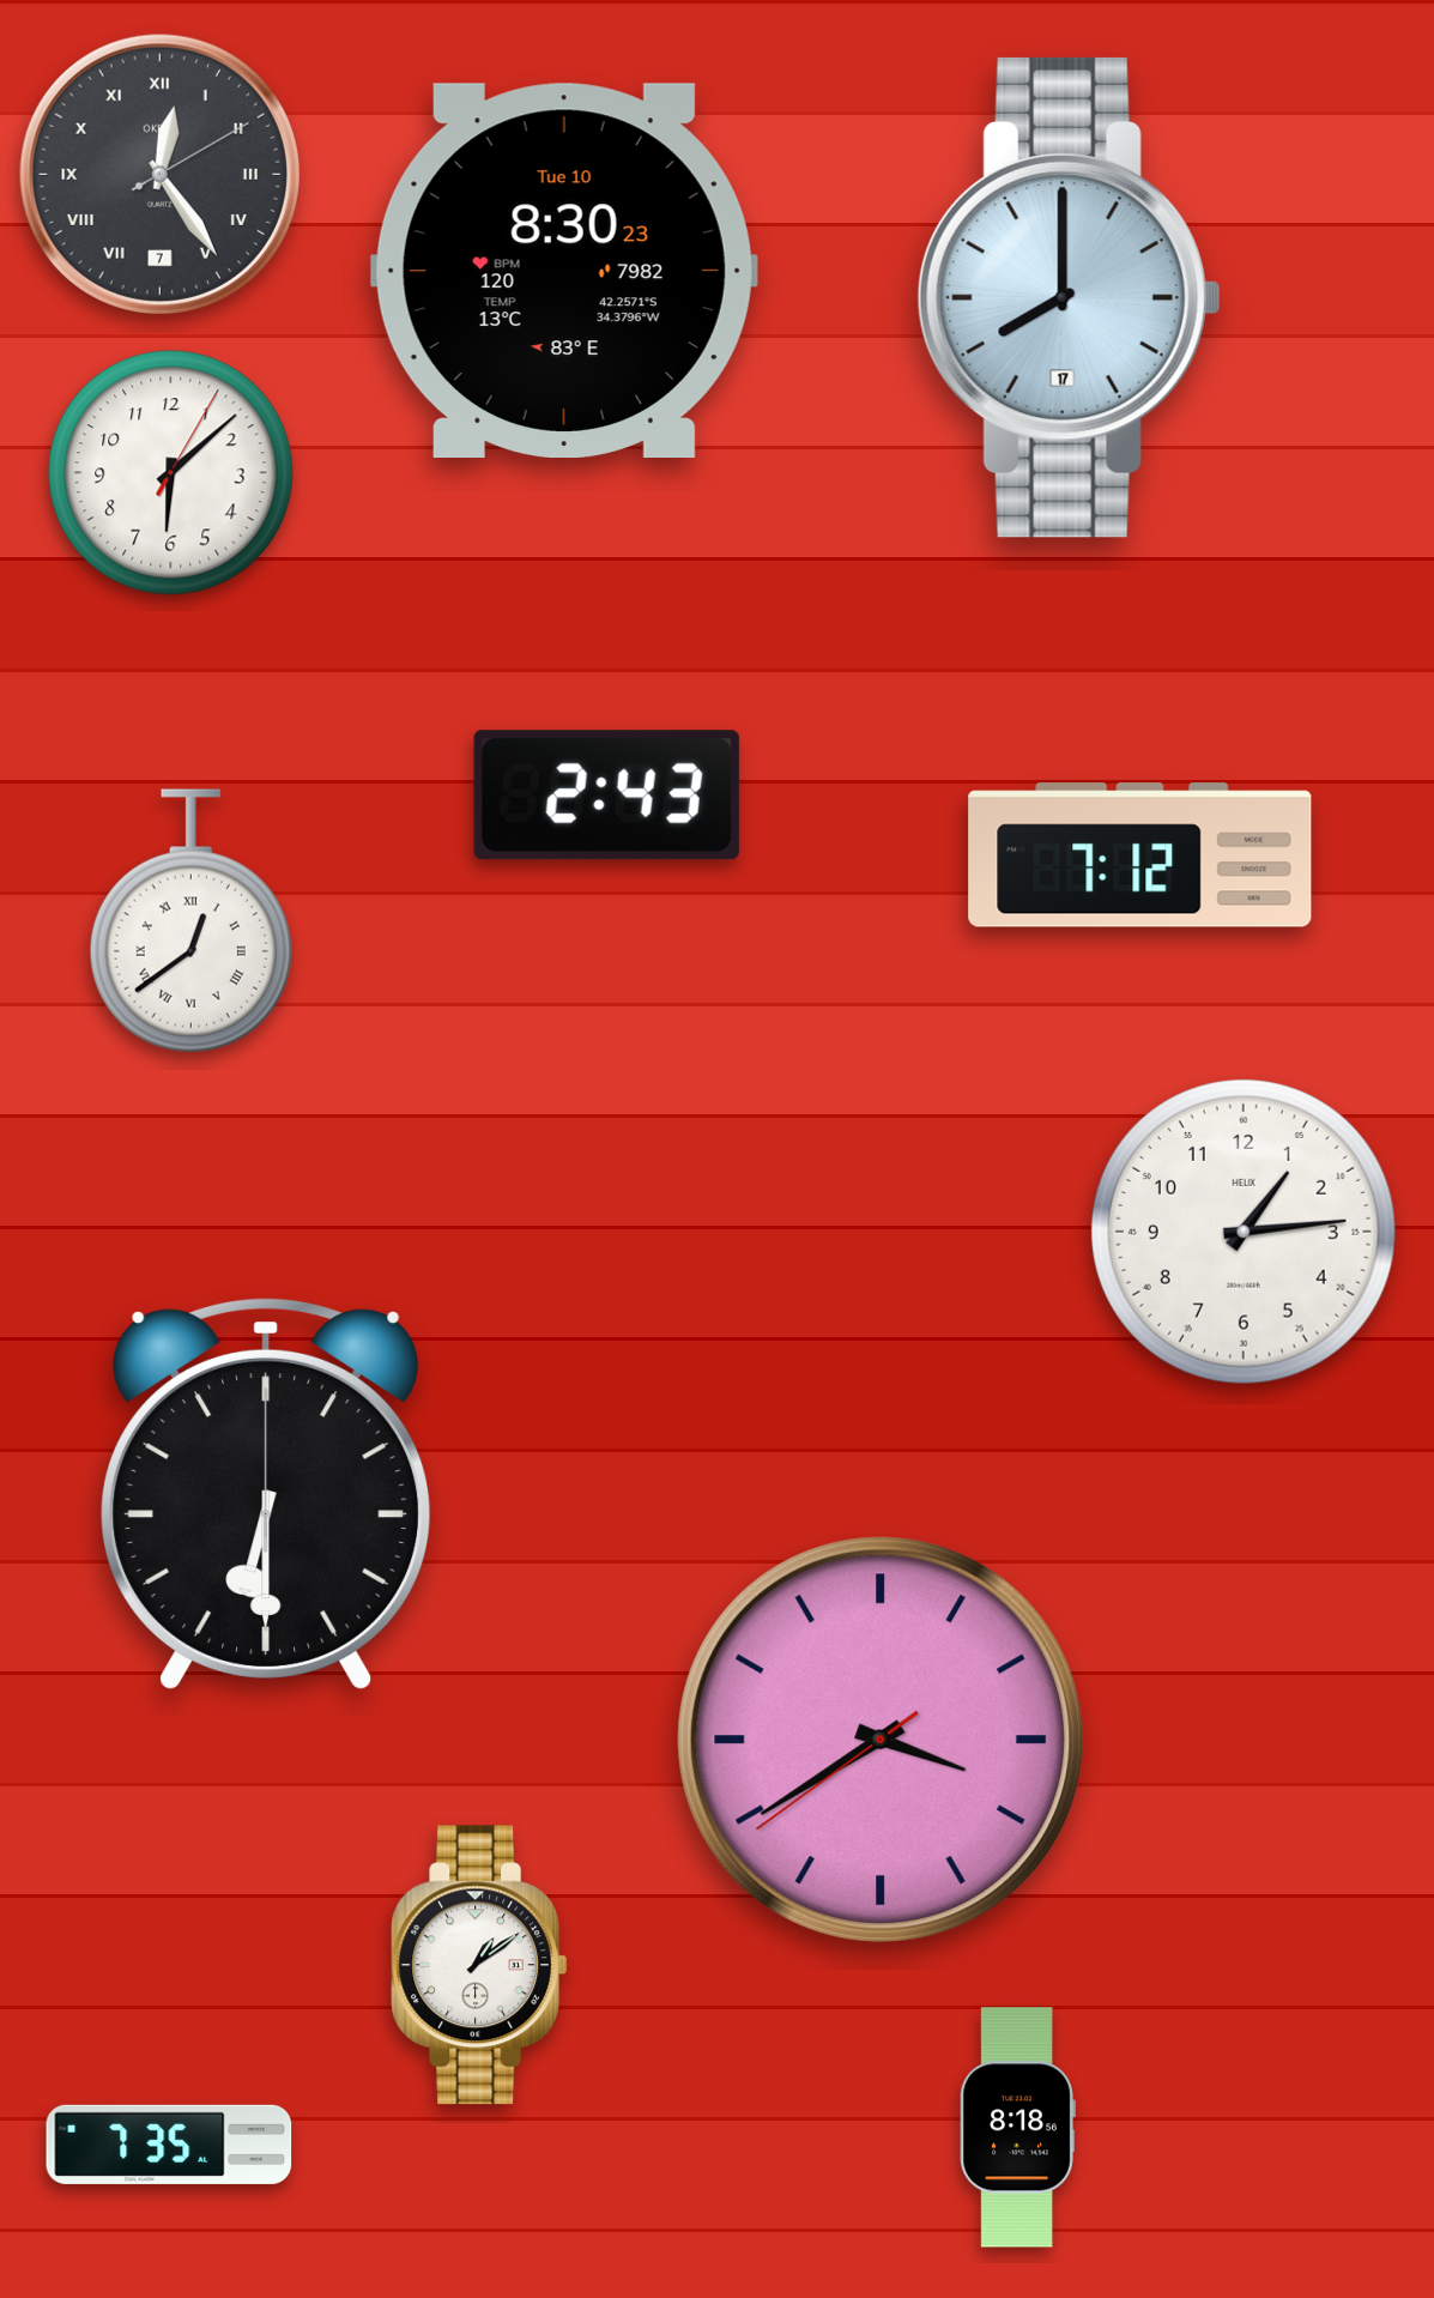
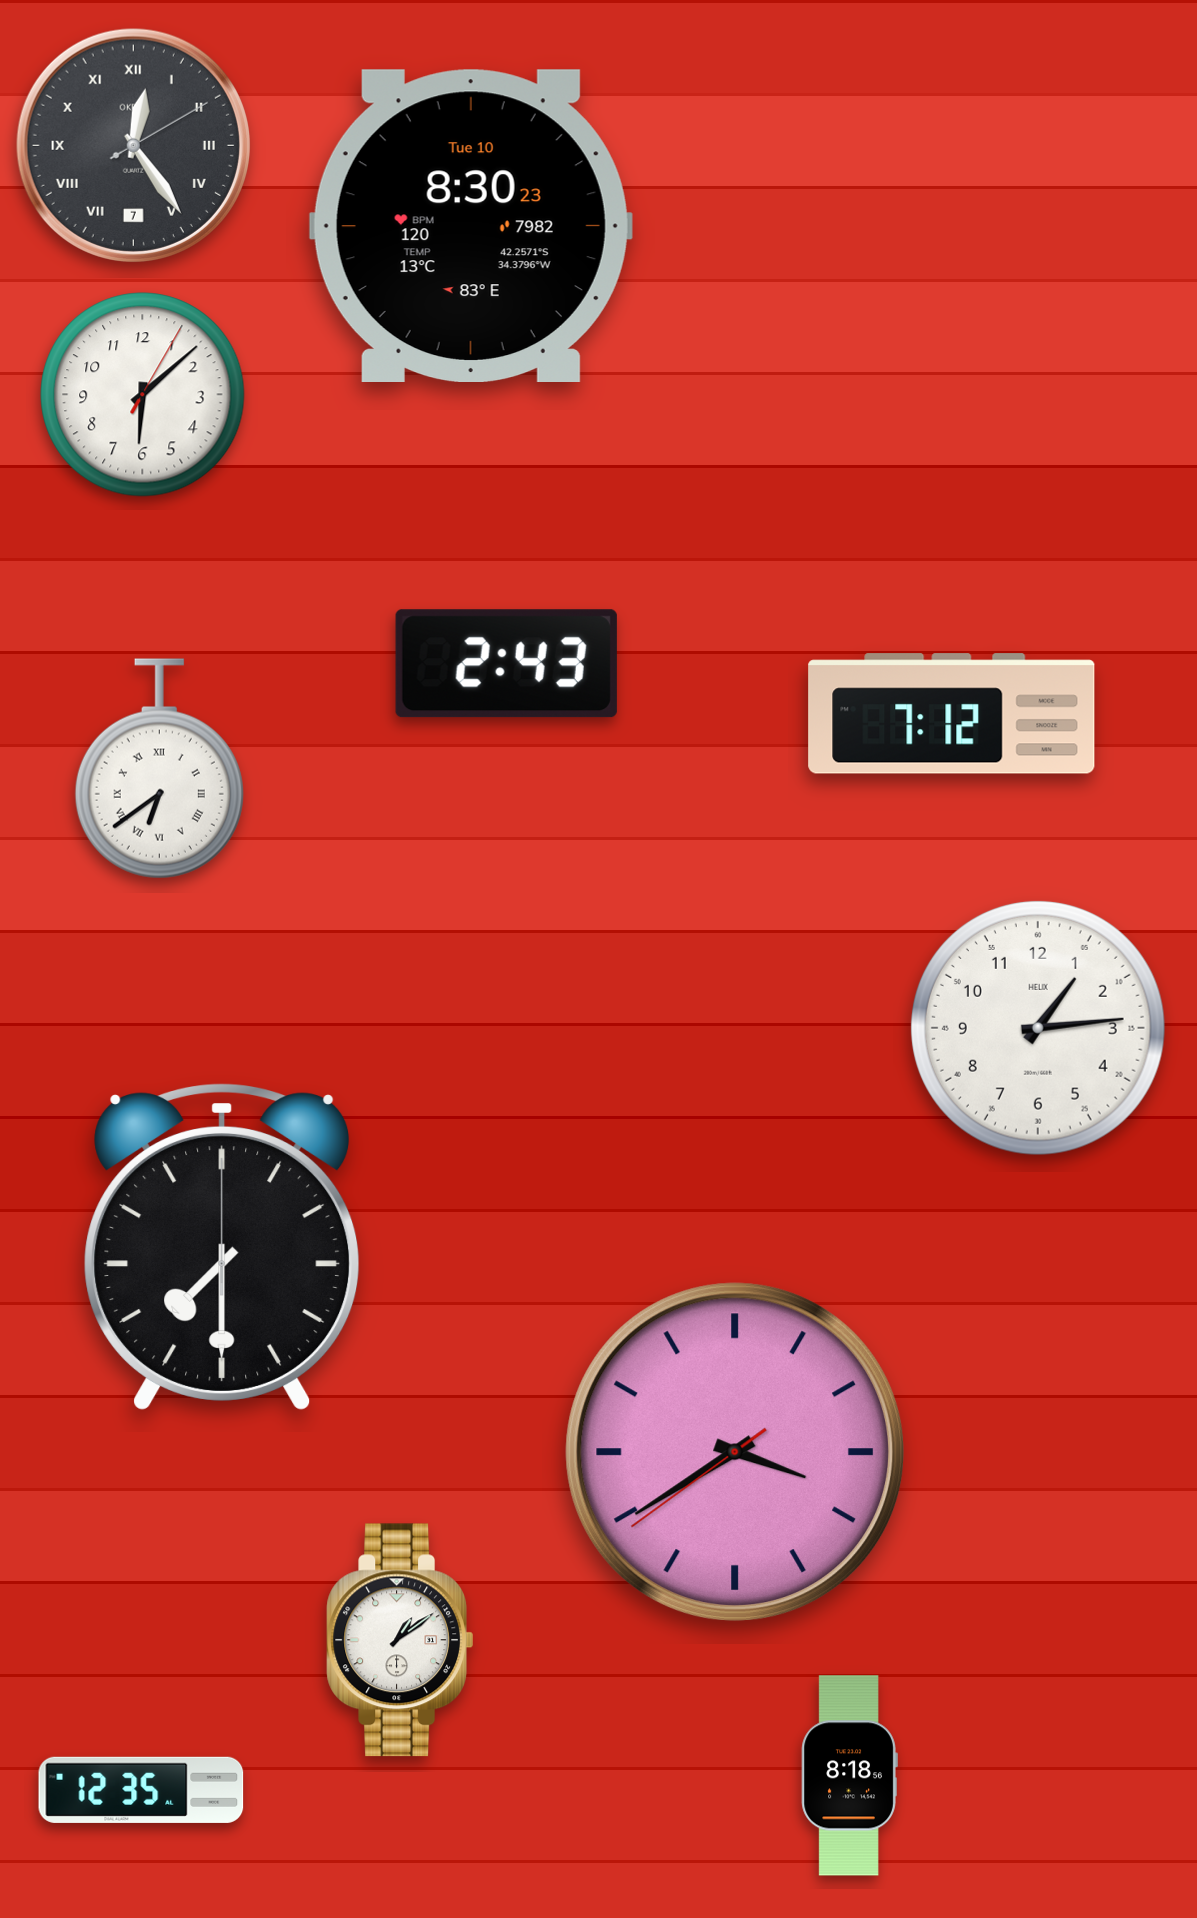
clock at (1069, 297): 8:00 -> none
clock at (190, 921): 12:39 -> 6:39
clock at (266, 1494): 6:30 -> 7:30
clock at (169, 2145): 7:35 -> 12:35
